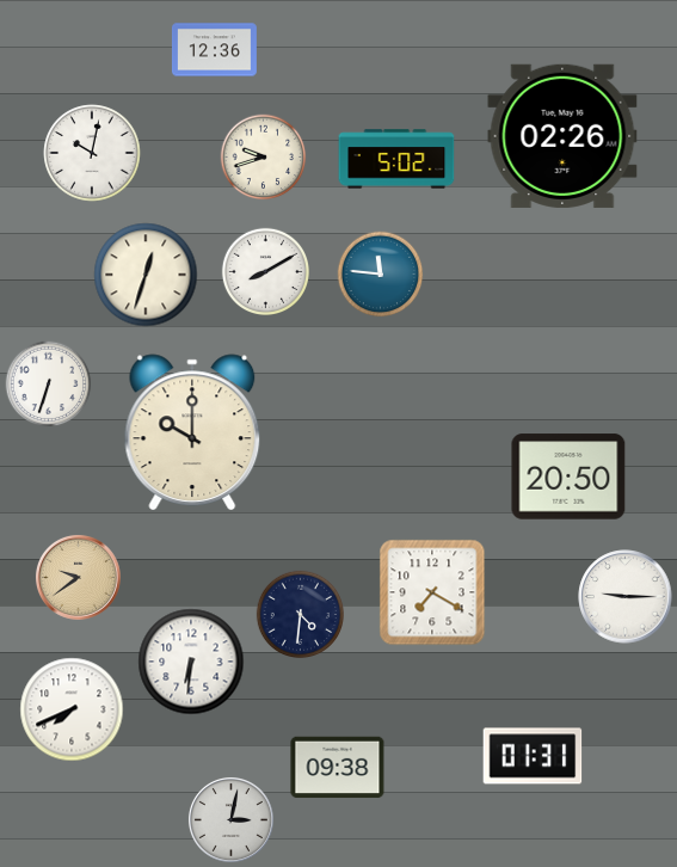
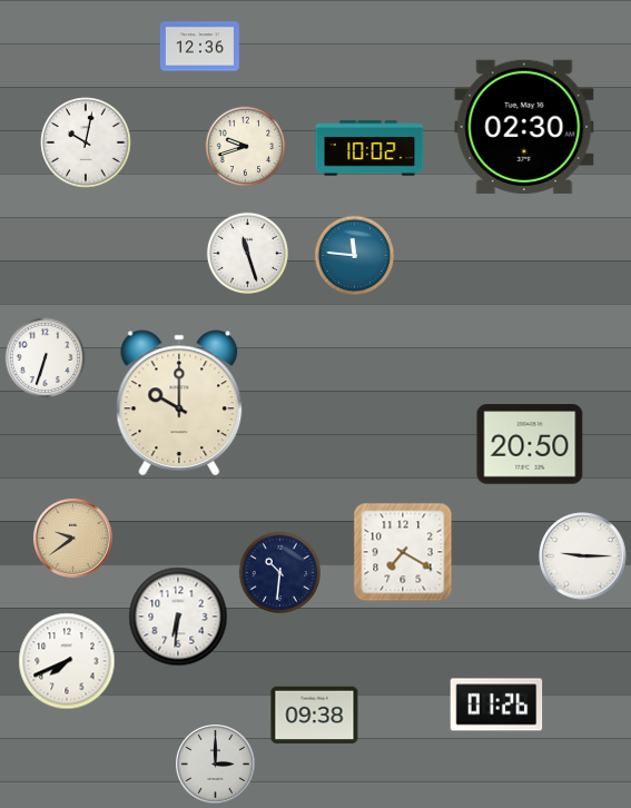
clock at (562, 136): 02:26 -> 02:30
clock at (396, 159): 5:02 -> 10:02
clock at (265, 271): 8:10 -> 11:27
clock at (146, 275): 12:33 -> none
clock at (300, 614): 4:31 -> 10:31
clock at (533, 756): 01:31 -> 01:26
clock at (230, 819): 3:02 -> 3:00
